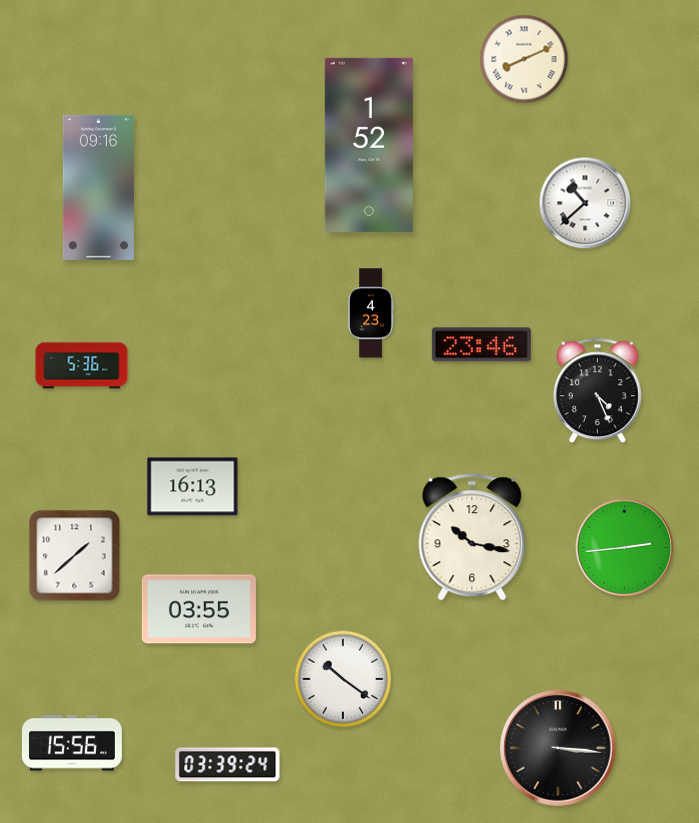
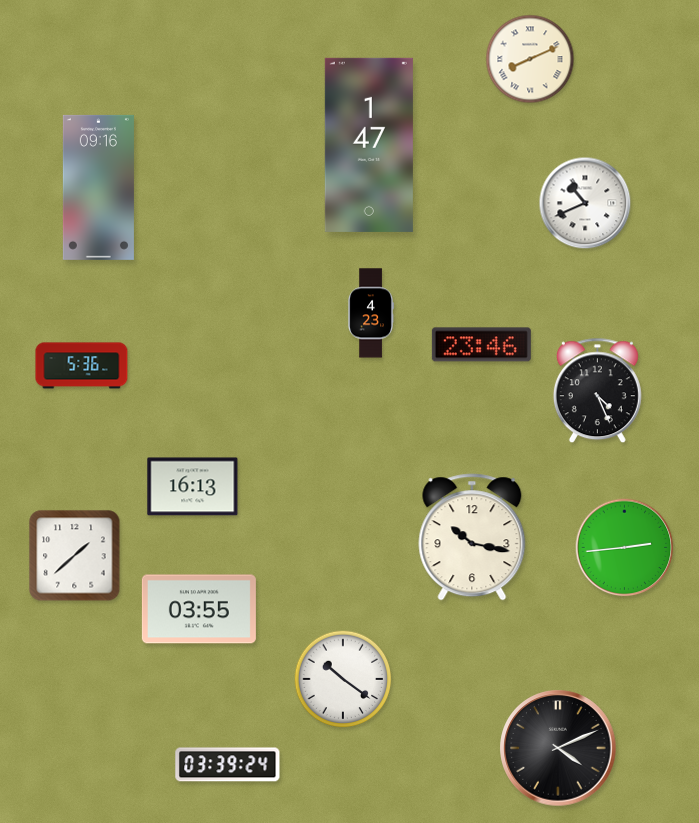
clock at (524, 59) position: (524, 59) -> (530, 59)
clock at (369, 145): 1:52 -> 1:47
clock at (585, 203): 10:38 -> 10:41
clock at (72, 743): 15:56 -> none
clock at (558, 748): 3:16 -> 4:11
